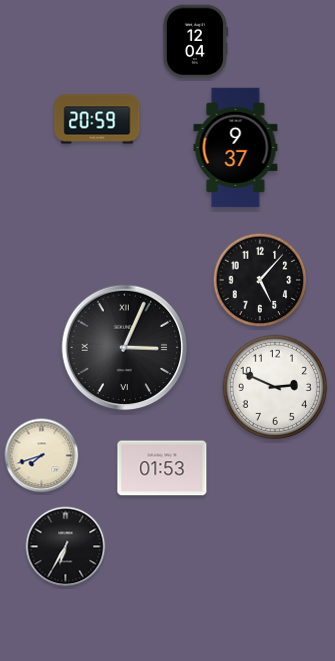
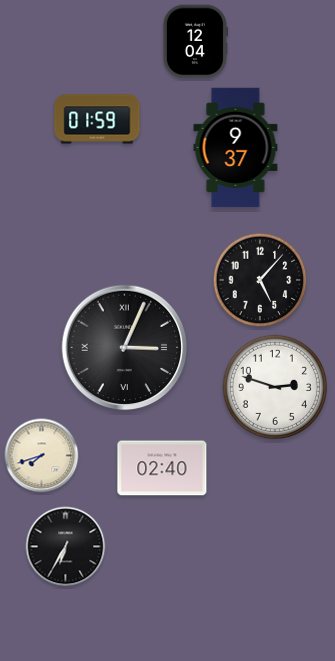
clock at (97, 119): 20:59 -> 01:59
clock at (275, 387): 2:49 -> 2:48
clock at (162, 468): 01:53 -> 02:40
